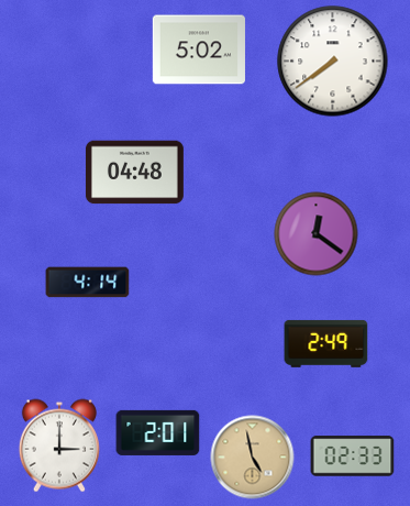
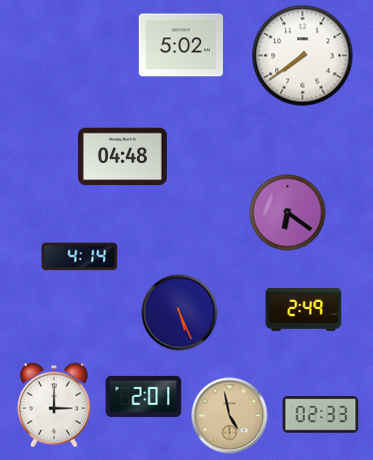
clock at (317, 234): 12:21 -> 6:21
clock at (326, 343) position: (326, 343) -> (304, 309)
clock at (180, 313): none -> 5:26
clock at (158, 432) position: (158, 432) -> (144, 396)
